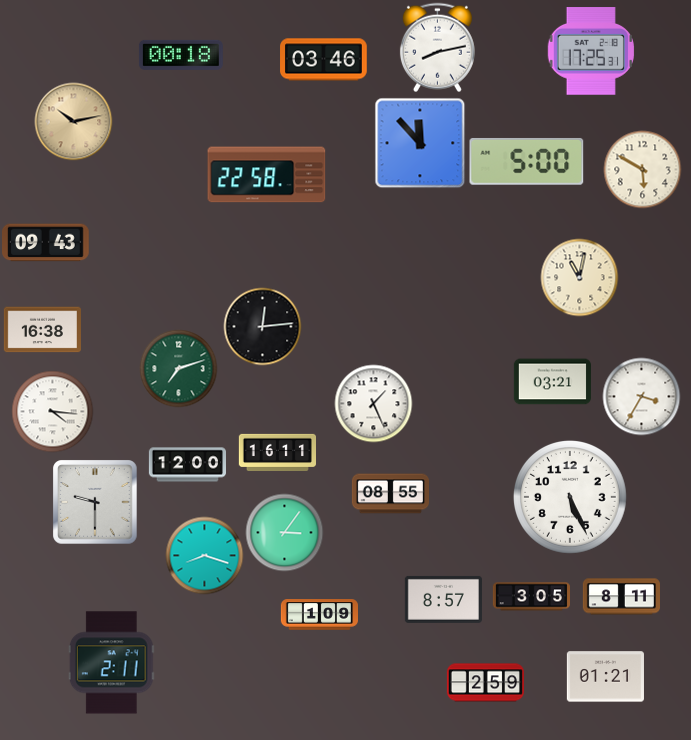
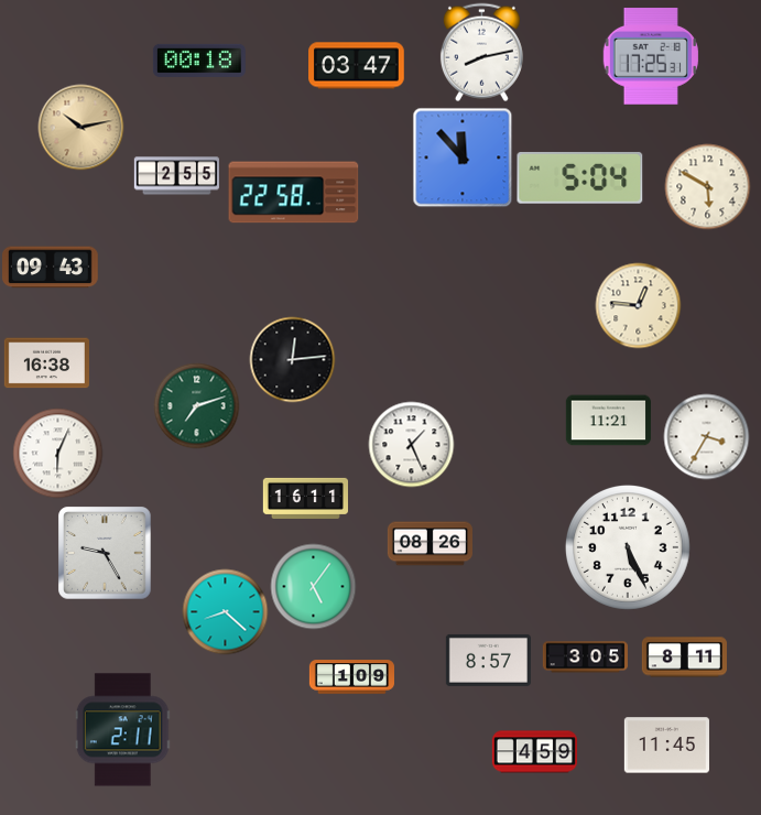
clock at (324, 60): 03:46 -> 03:47
clock at (73, 121) position: (73, 121) -> (80, 127)
clock at (176, 176): none -> 2:55
clock at (527, 161): 5:00 -> 5:04
clock at (579, 277): 11:02 -> 12:46
clock at (262, 326) position: (262, 326) -> (292, 359)
clock at (552, 382): 03:21 -> 11:21
clock at (52, 411): 4:16 -> 6:04
clock at (187, 465): 12:00 -> none
clock at (390, 494): 08:55 -> 08:26
clock at (95, 502): 9:30 -> 9:25
clock at (284, 532): 3:06 -> 5:06
clock at (204, 555): 8:18 -> 8:22
clock at (605, 677): 01:21 -> 11:45
clock at (485, 683): 2:59 -> 4:59
